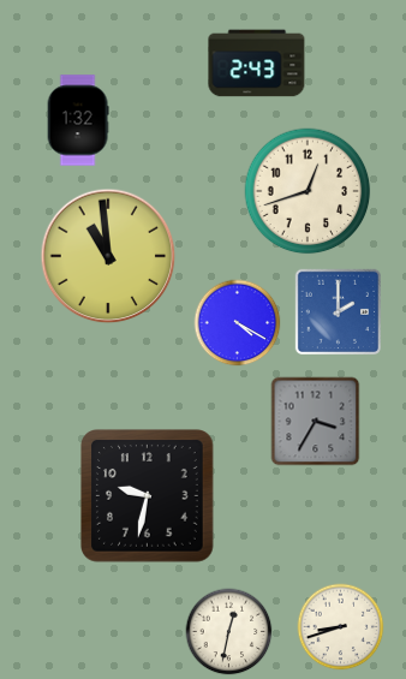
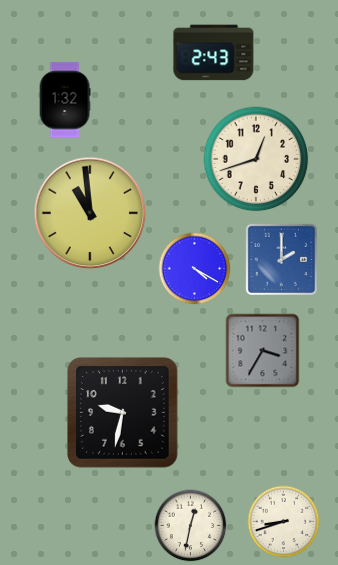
clock at (238, 323) position: (238, 323) -> (195, 269)
